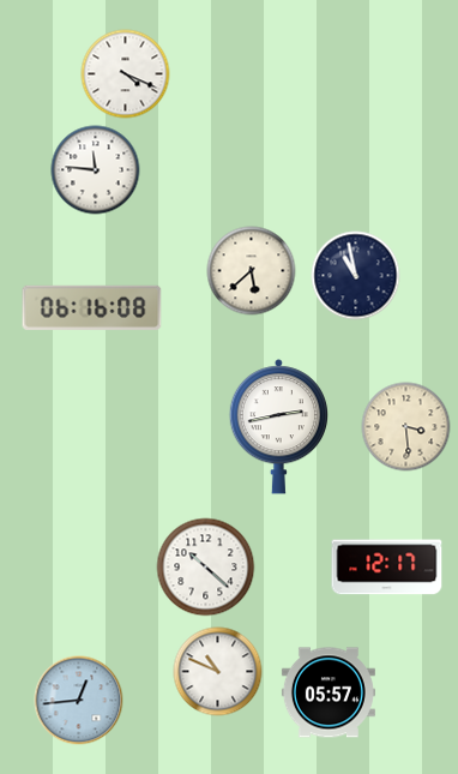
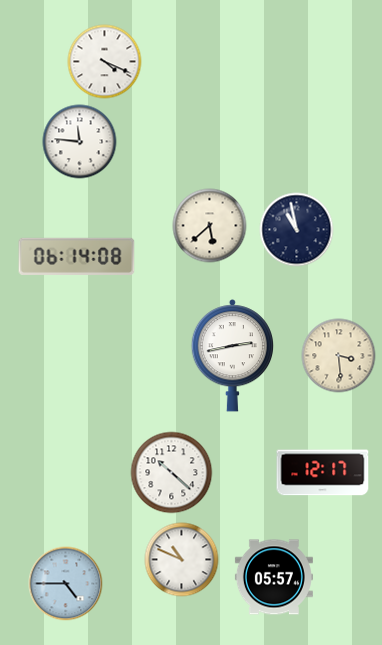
clock at (92, 307): 06:16 -> 06:14
clock at (79, 701): 12:44 -> 4:45
